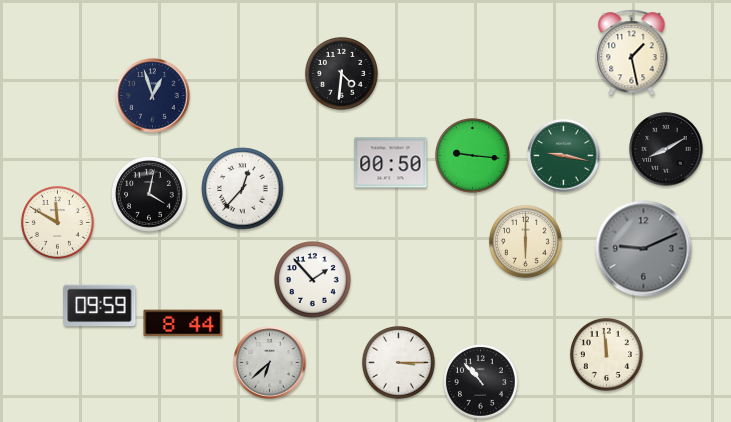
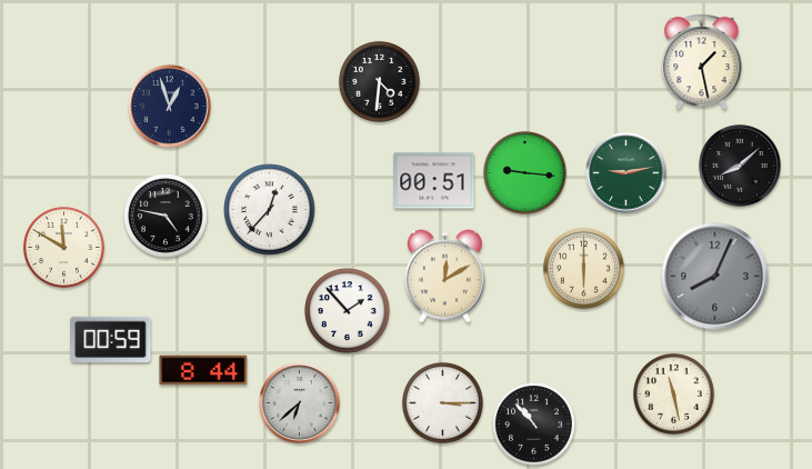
clock at (632, 53) position: (632, 53) -> (702, 62)
clock at (666, 149): 8:10 -> 8:08
clock at (564, 156): 9:17 -> 9:13
clock at (391, 163): 00:50 -> 00:51
clock at (150, 195): 4:02 -> 4:47
clock at (444, 277): none -> 12:10
clock at (644, 249): 9:11 -> 8:04
clock at (100, 306): 09:59 -> 00:59
clock at (183, 323) position: (183, 323) -> (203, 370)
clock at (606, 354): 11:59 -> 11:28
